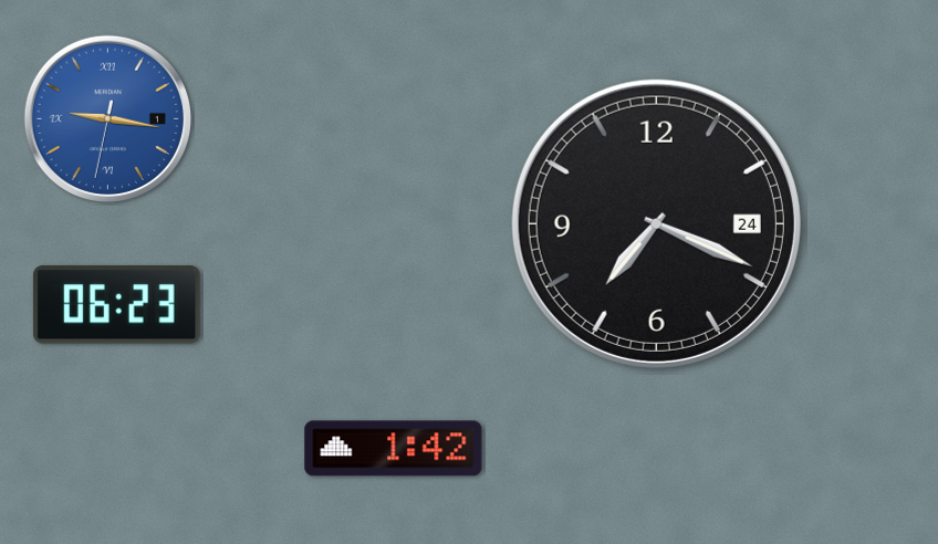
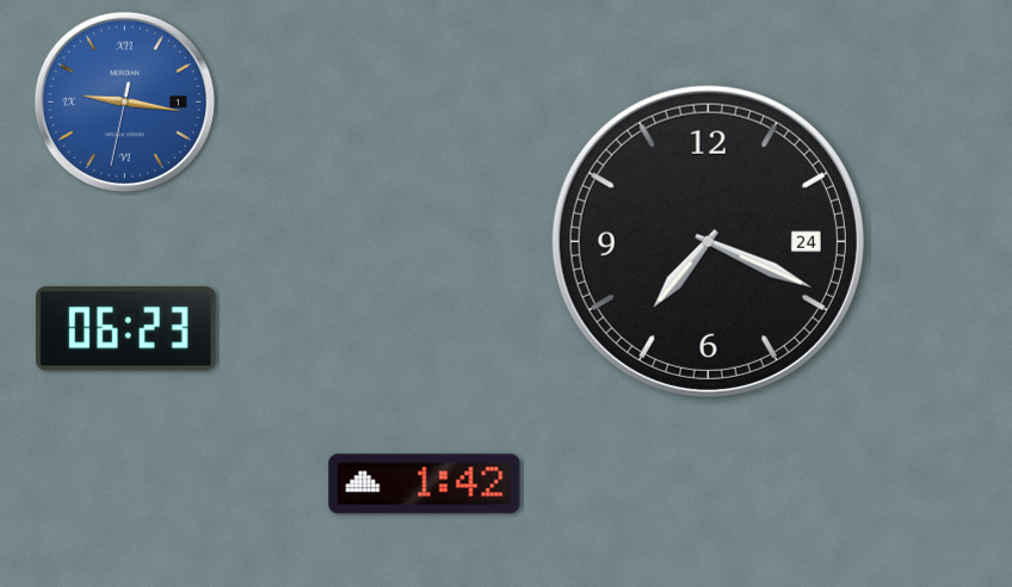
clock at (107, 118) position: (107, 118) -> (124, 101)
